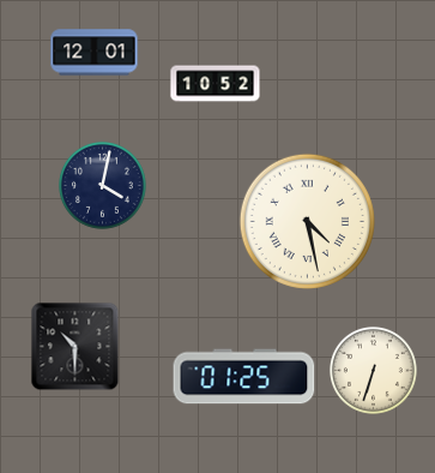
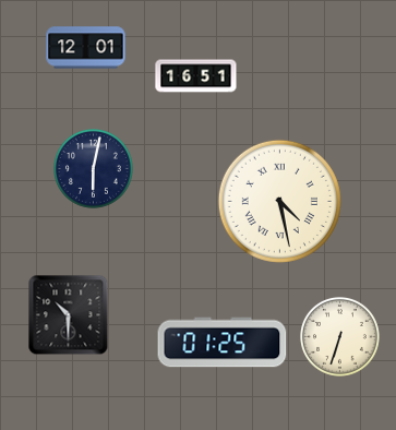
clock at (216, 84): 10:52 -> 16:51
clock at (103, 186): 4:02 -> 6:02
